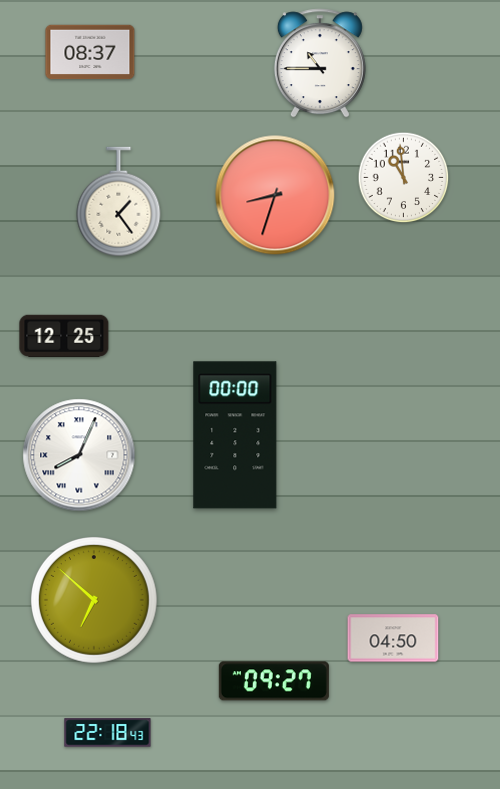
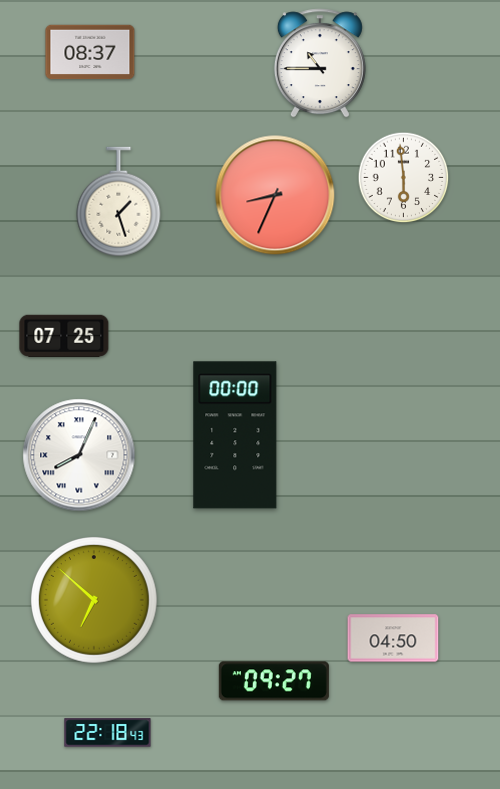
clock at (404, 178): 10:59 -> 5:59
clock at (275, 195): 8:33 -> 8:34
clock at (119, 202): 1:24 -> 1:27
clock at (64, 335): 12:25 -> 07:25
